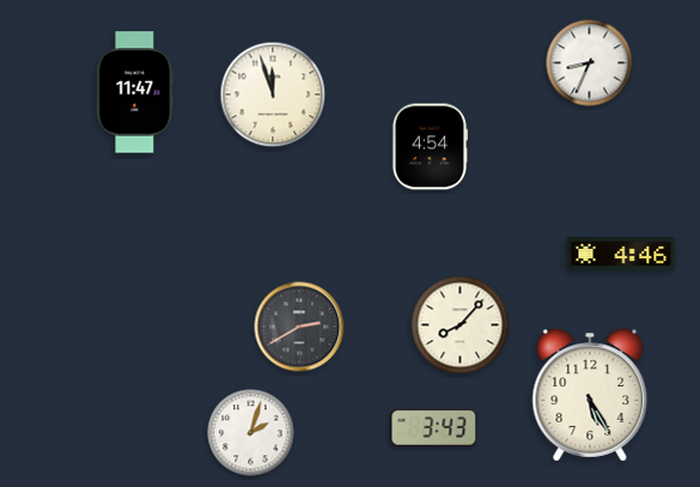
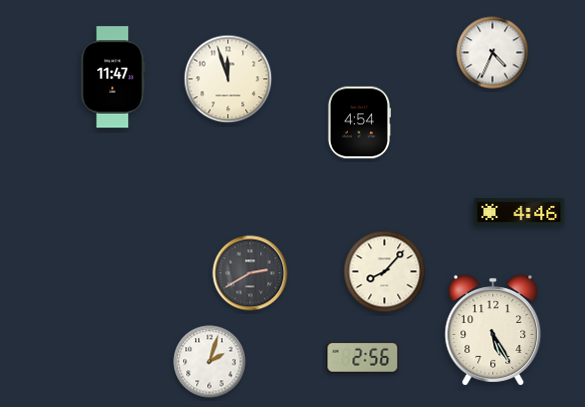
clock at (590, 63): 8:34 -> 4:34
clock at (434, 427): 3:43 -> 2:56
